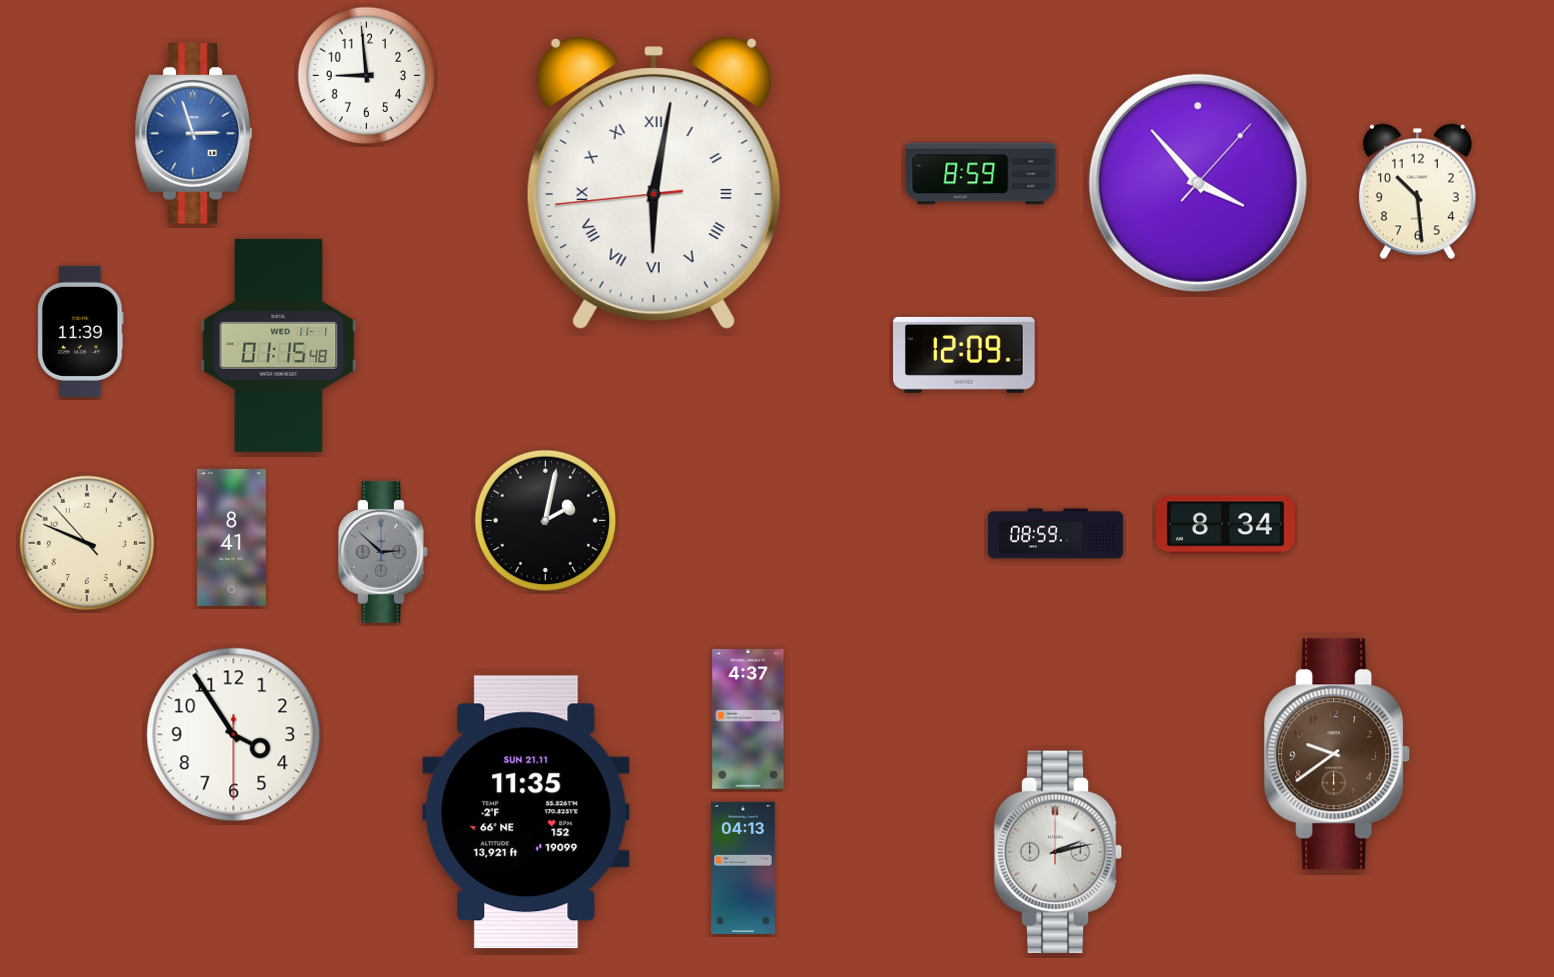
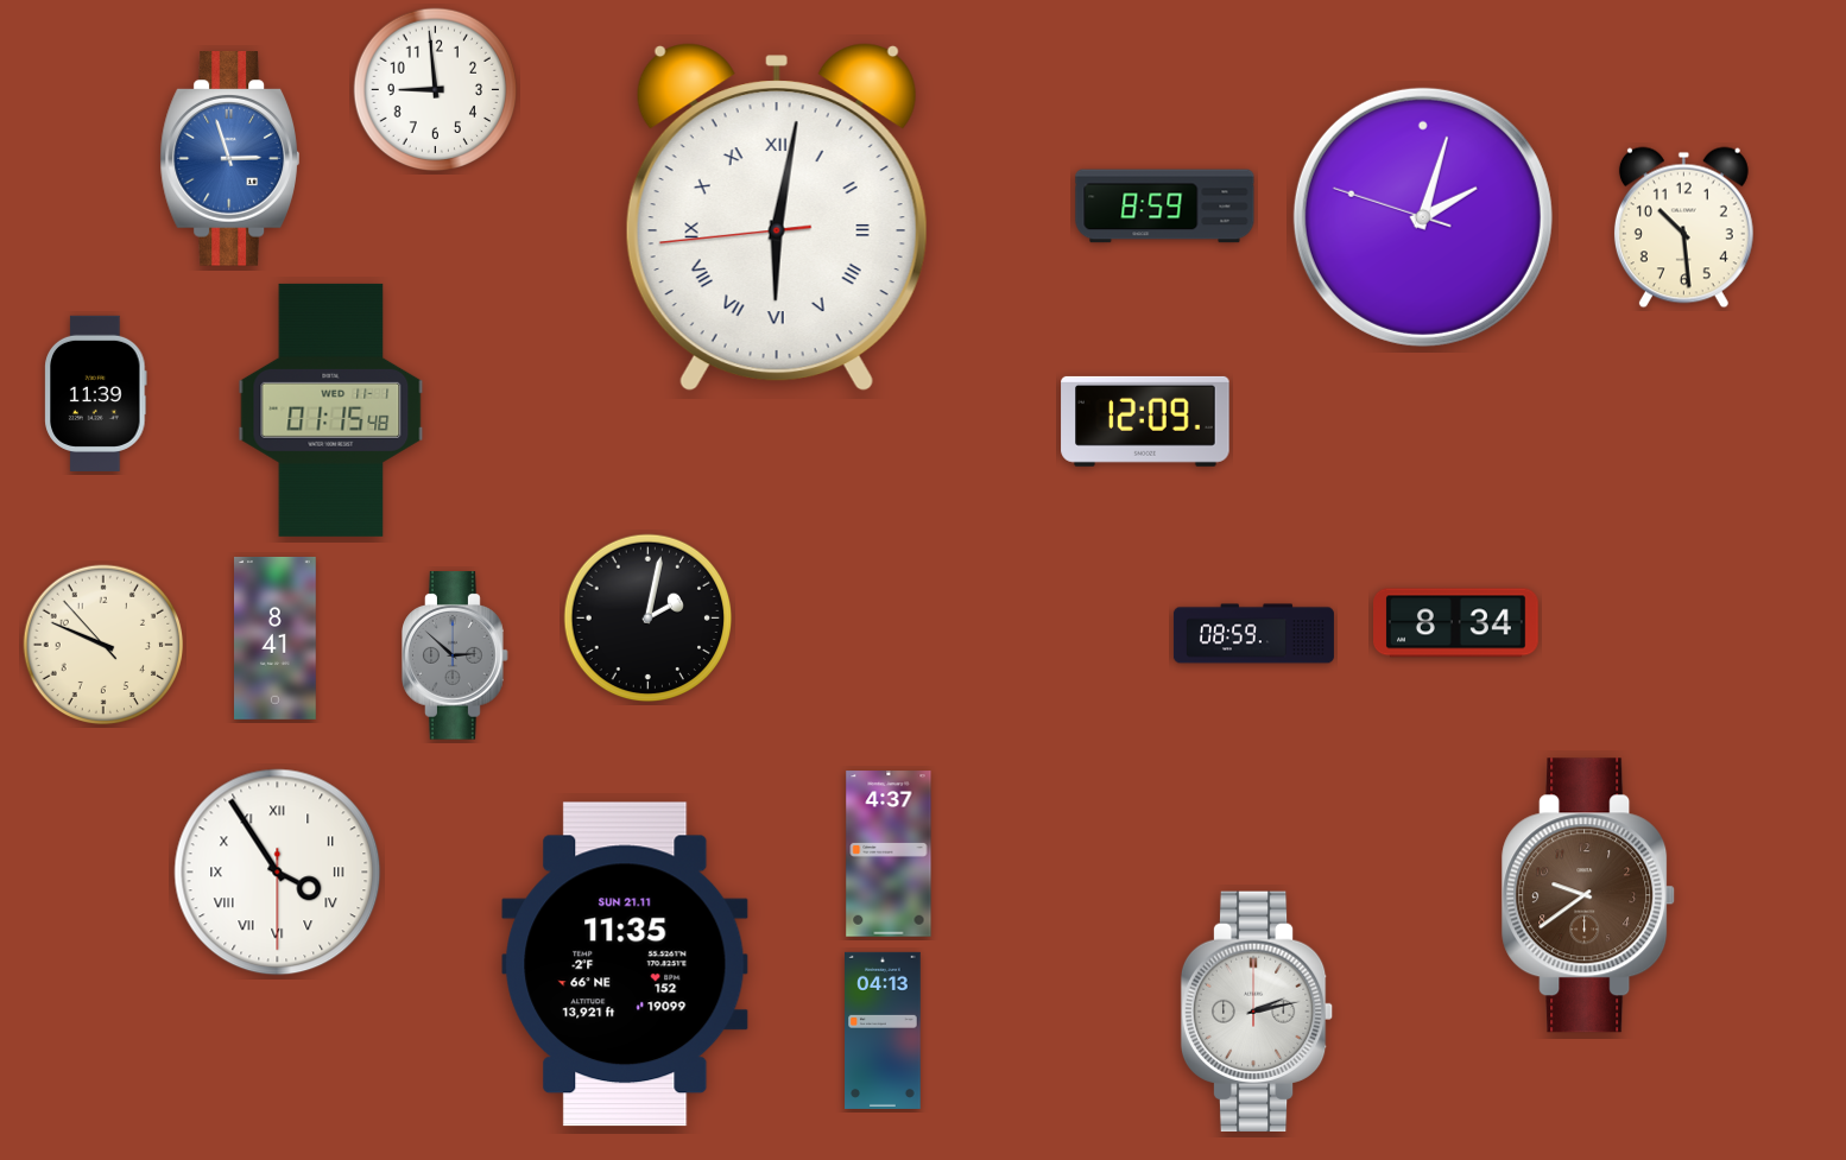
clock at (1198, 183): 3:53 -> 2:02
clock at (234, 735) numerals: Arabic -> Roman
